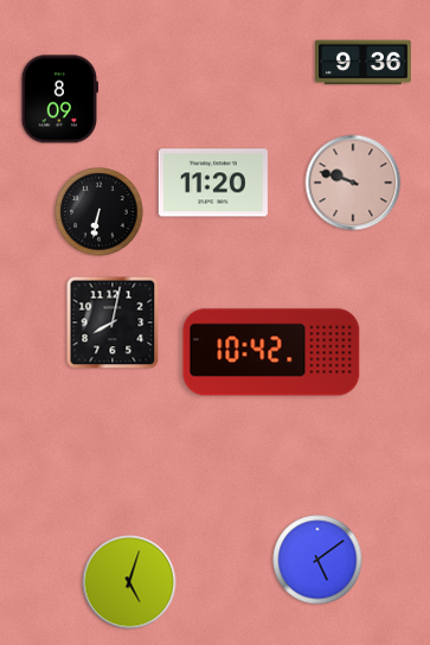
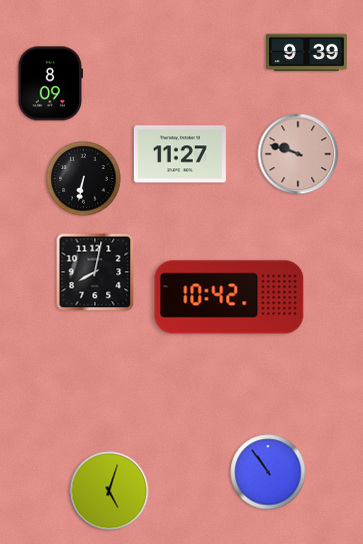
clock at (364, 63): 9:36 -> 9:39
clock at (213, 183): 11:20 -> 11:27
clock at (317, 560): 5:09 -> 10:54
